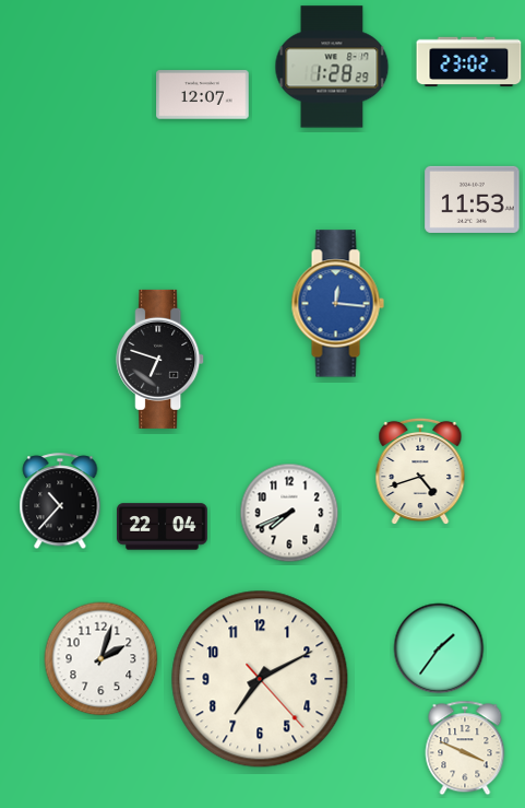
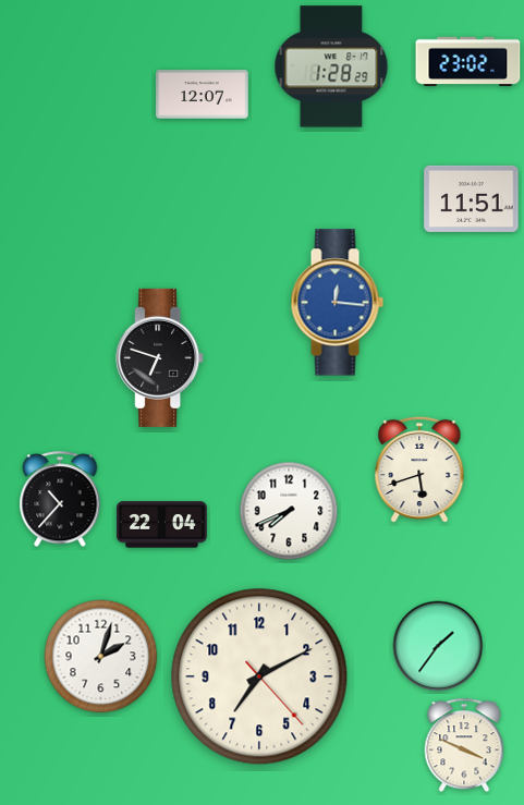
clock at (473, 199): 11:53 -> 11:51
clock at (420, 470): 4:42 -> 5:42
